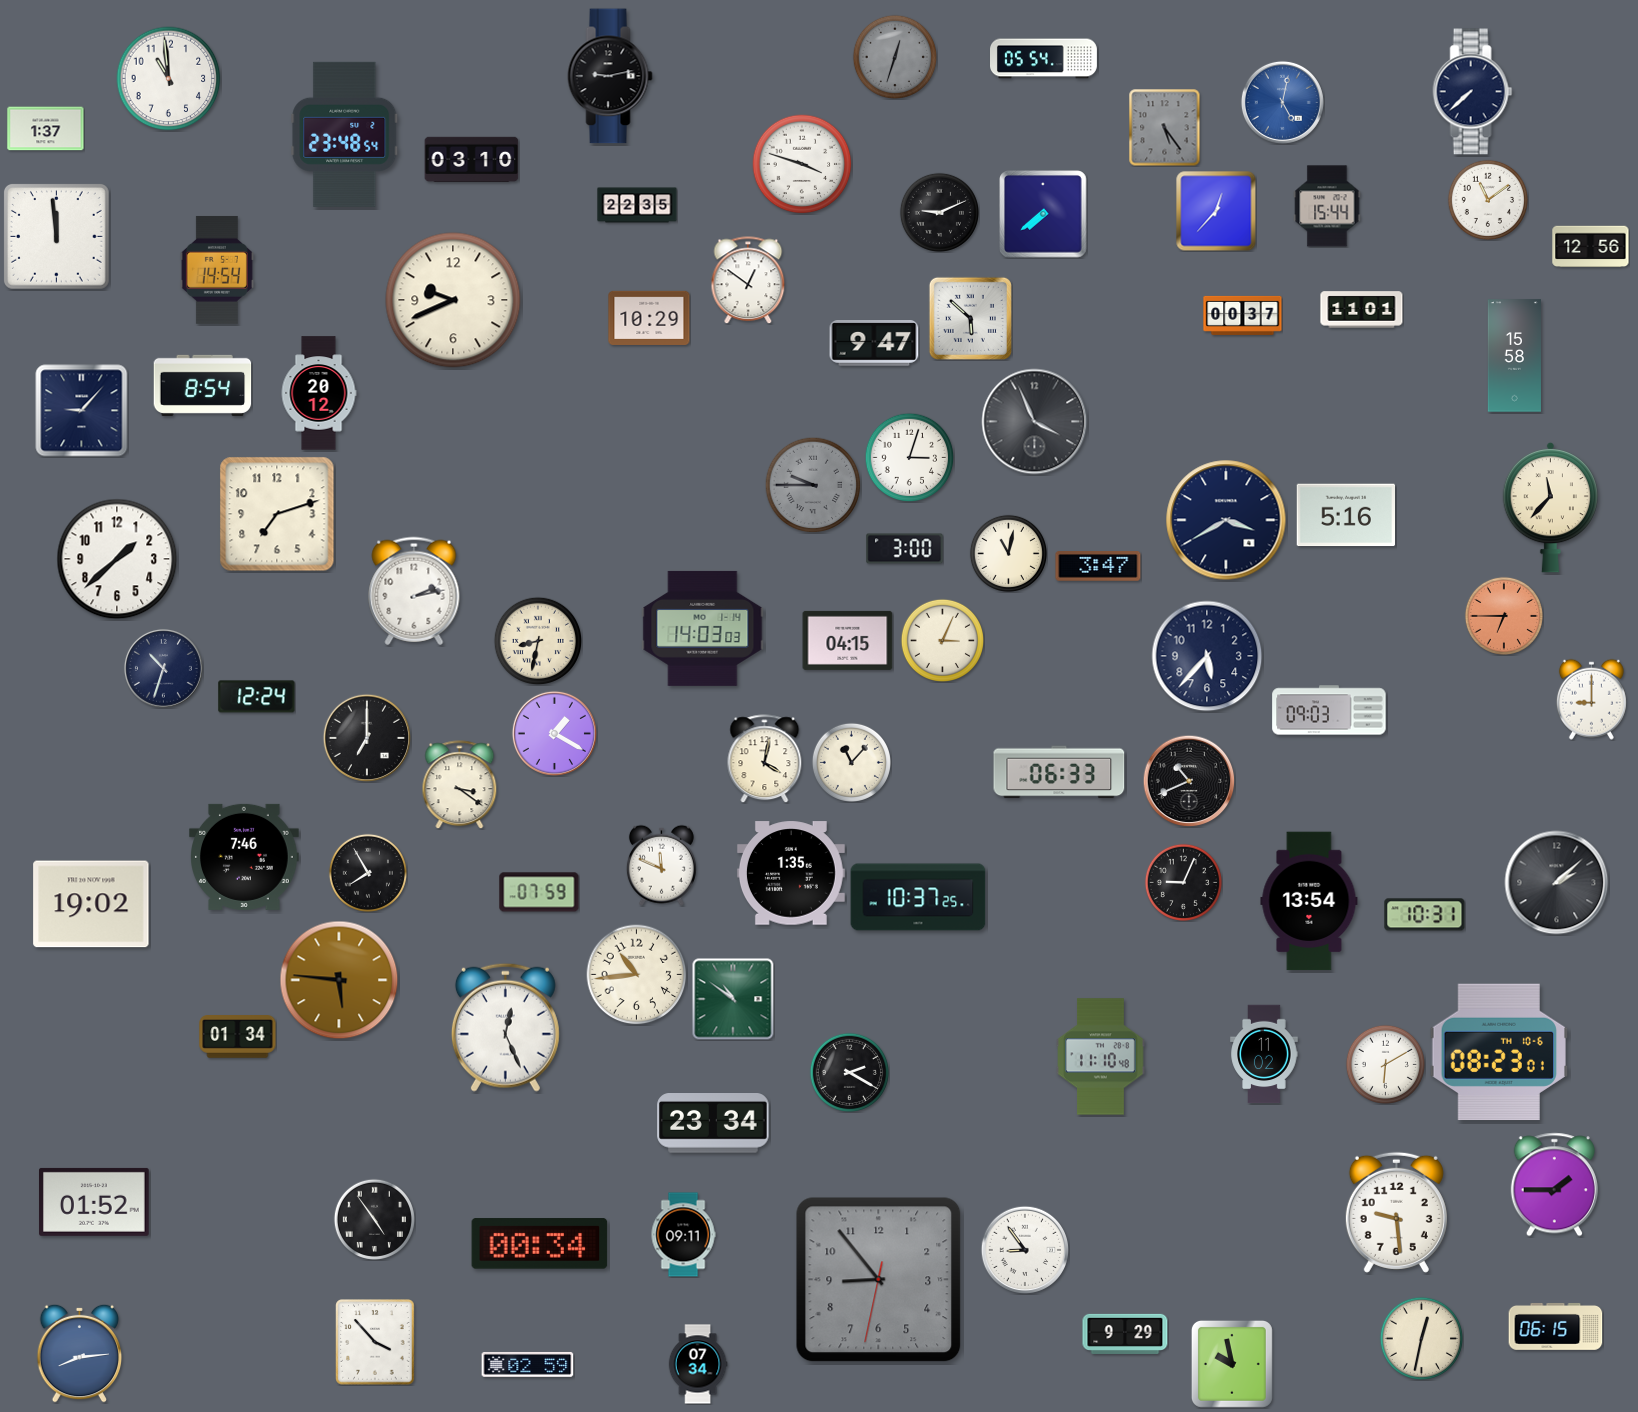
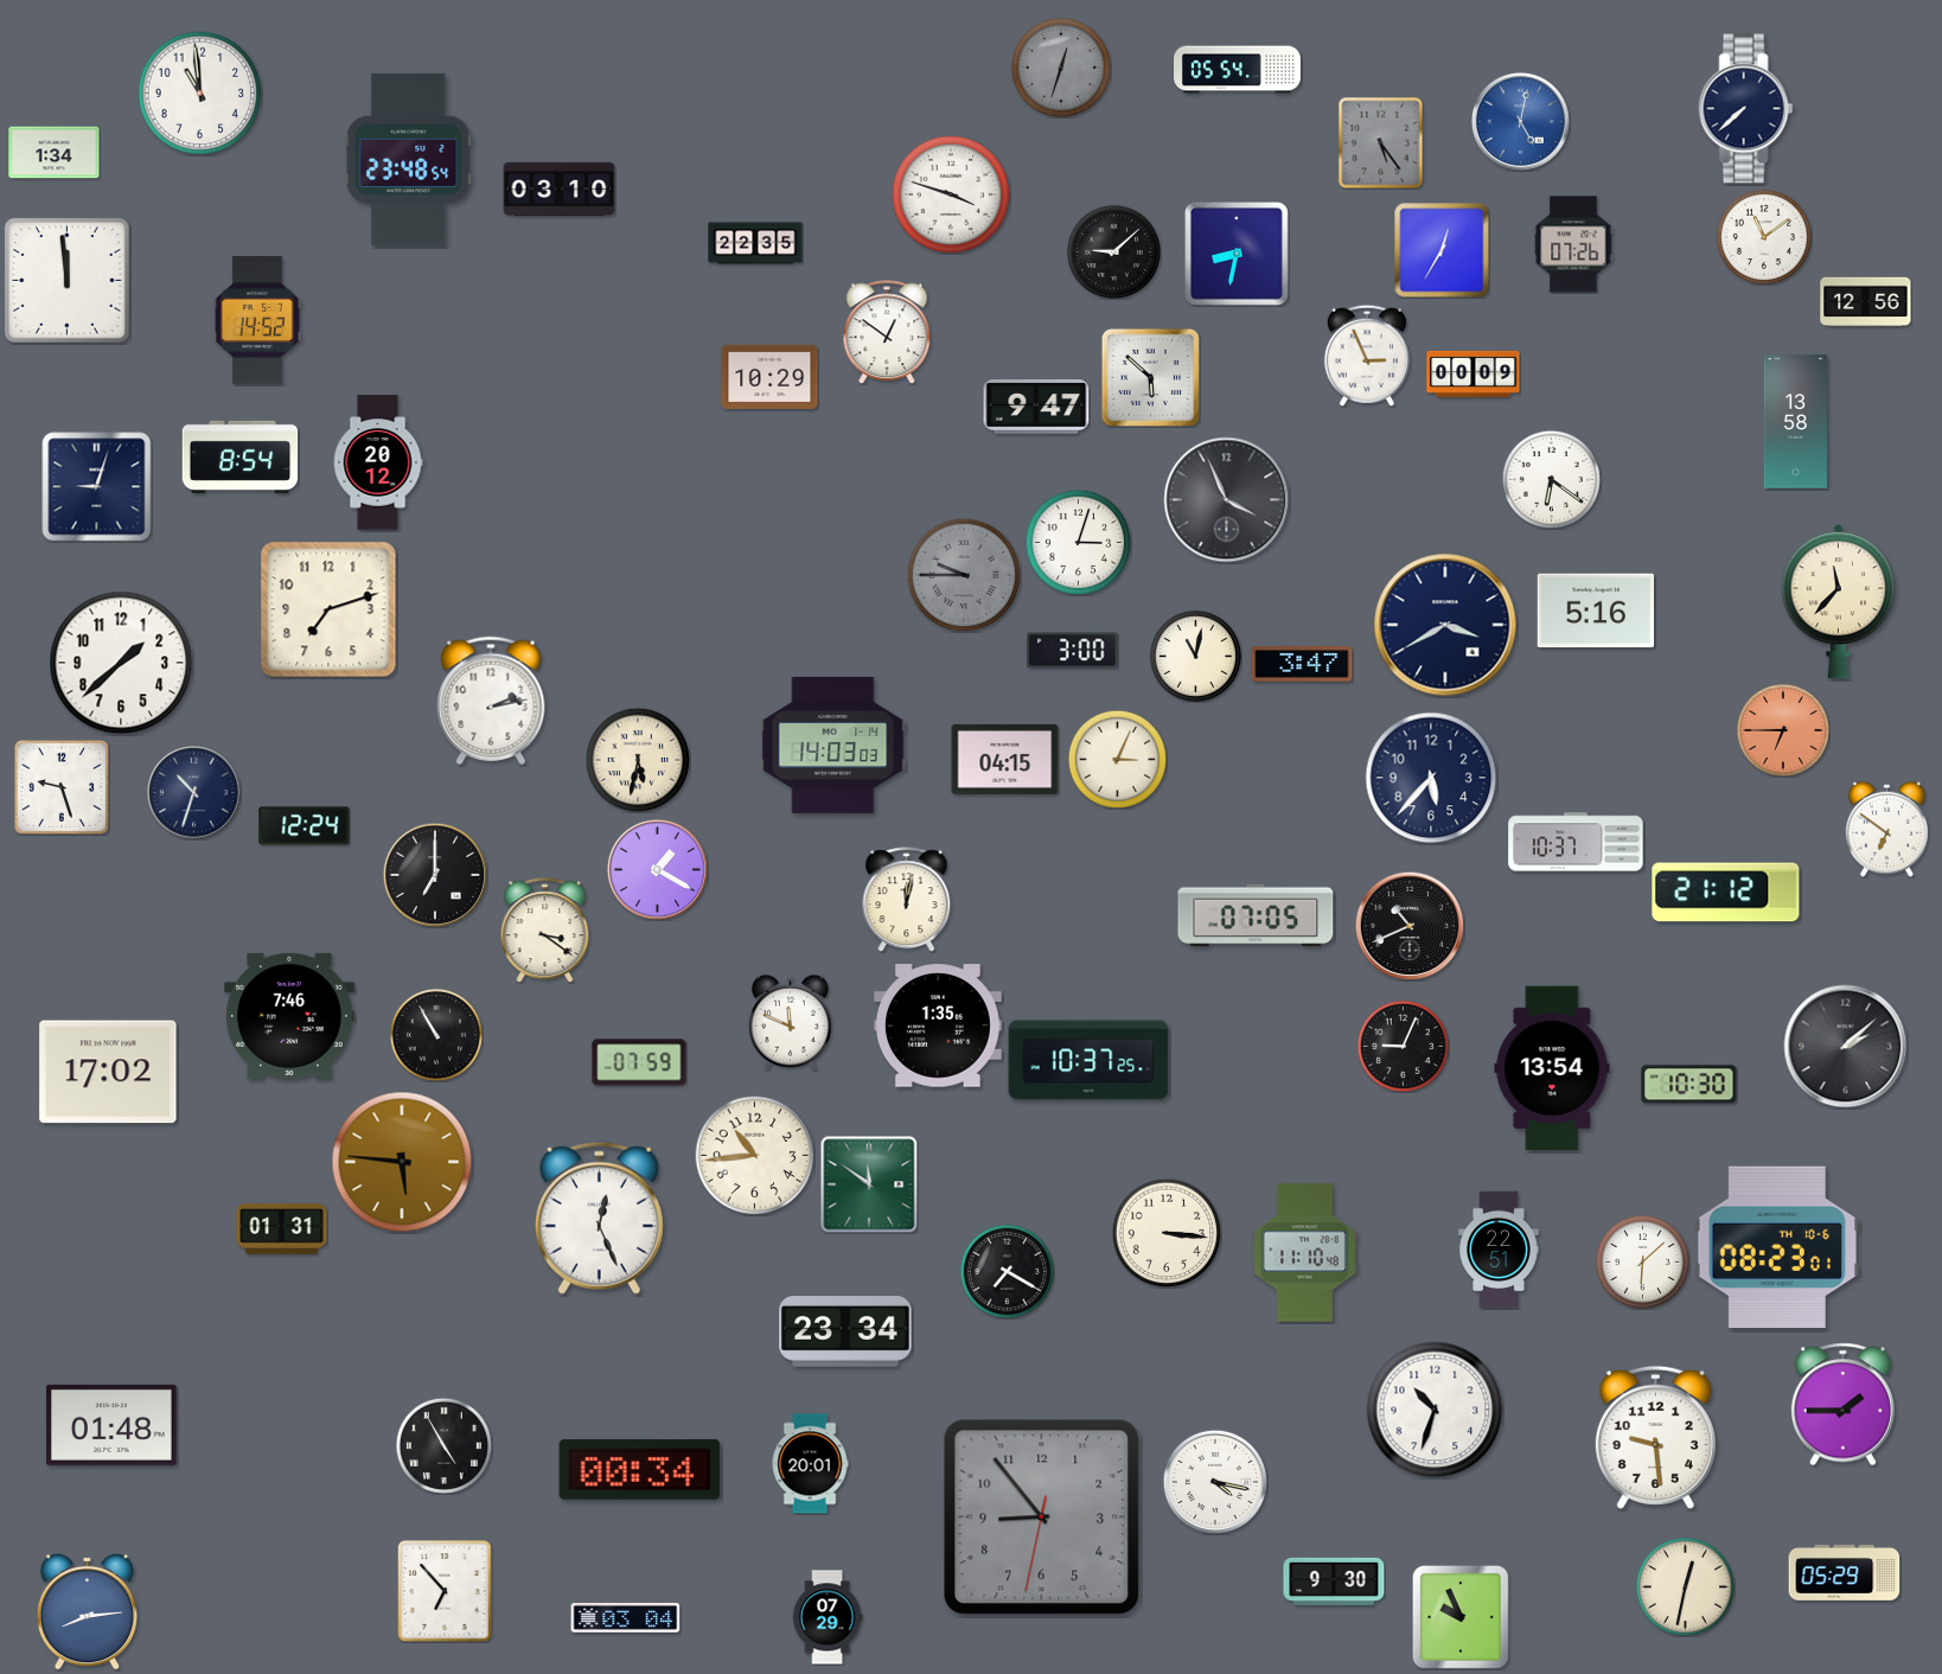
clock at (610, 76): 9:13 -> none
clock at (1165, 127) position: (1165, 127) -> (1381, 142)
clock at (46, 129): 1:37 -> 1:34
clock at (1327, 206): 15:44 -> 07:26
clock at (1216, 211): 12:37 -> 12:35
clock at (939, 212): 9:11 -> 9:08
clock at (1043, 214): 7:39 -> 8:32
clock at (1591, 247) position: (1591, 247) -> (1866, 302)
clock at (217, 270): 14:54 -> 14:52
clock at (453, 300): 9:41 -> none
clock at (1367, 356): none -> 2:56
clock at (1362, 310): 11:01 -> none
clock at (1243, 315): 00:37 -> 00:09
clock at (1514, 356): 15:58 -> 13:58
clock at (319, 393) position: (319, 393) -> (378, 462)
clock at (1551, 479): none -> 6:21
clock at (82, 411): 9:07 -> 9:03
clock at (1226, 520) position: (1226, 520) -> (1445, 625)
clock at (117, 559) position: (117, 559) -> (121, 663)
clock at (1098, 566) position: (1098, 566) -> (1302, 664)
clock at (538, 641): 8:32 -> 5:32
clock at (62, 787): none -> 9:27
clock at (1591, 699): 9:00 -> 6:51
clock at (1329, 710): 09:03 -> 10:37
clock at (1726, 893): none -> 21:12
clock at (765, 759): 4:02 -> 12:02
clock at (851, 762): 11:07 -> none
clock at (1059, 772): 06:33 -> 07:05
clock at (661, 865) position: (661, 865) -> (790, 1022)
clock at (368, 873): 7:55 -> 10:55
clock at (791, 873) position: (791, 873) -> (938, 1026)
clock at (539, 892) position: (539, 892) -> (639, 1062)
clock at (918, 897) position: (918, 897) -> (1088, 1060)
clock at (91, 904): 19:02 -> 17:02
clock at (1425, 915): 10:31 -> 10:30
clock at (733, 999): 10:51 -> 11:51
clock at (238, 1037): 01:34 -> 01:31
clock at (1167, 1233): none -> 3:16
clock at (1264, 1054): 11:02 -> 22:51
clock at (1385, 1064): 6:10 -> 6:08
clock at (849, 1072): 2:20 -> 7:20
clock at (1435, 1410): none -> 10:33
clock at (95, 1202): 01:52 -> 01:48
clock at (374, 1219): 4:54 -> 4:55
clock at (683, 1235): 09:11 -> 20:01
clock at (540, 1244) position: (540, 1244) -> (640, 1470)
clock at (1024, 1249): 8:54 -> 4:17
clock at (1556, 1326): 06:15 -> 05:29
clock at (1125, 1334): 9:29 -> 9:30
clock at (375, 1342): 3:53 -> 6:53
clock at (80, 1353) position: (80, 1353) -> (88, 1611)
clock at (698, 1364): 07:34 -> 07:29
clock at (1232, 1364): 9:58 -> 9:56
clock at (528, 1365): 02:59 -> 03:04
